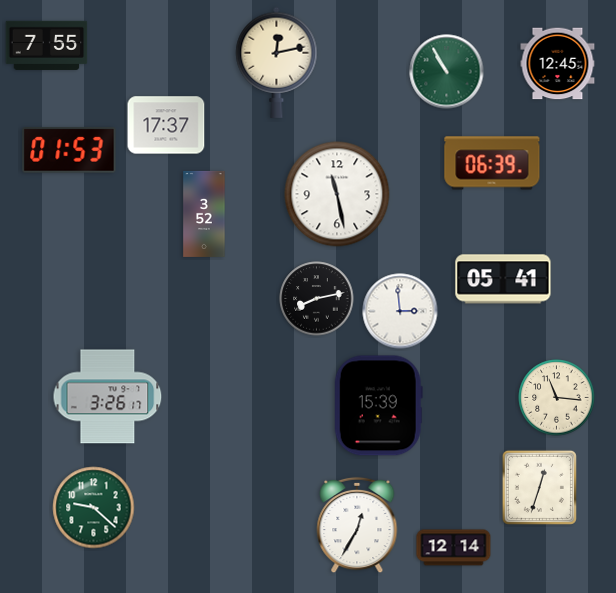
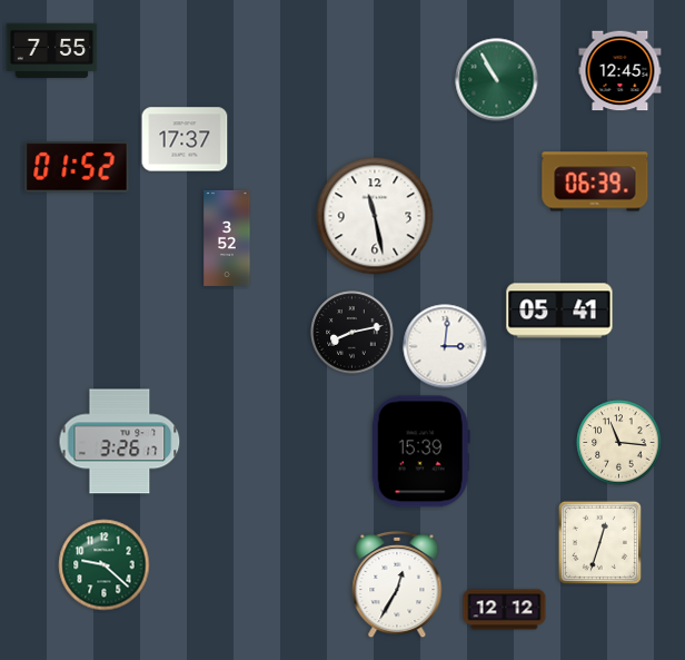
clock at (277, 62): 12:13 -> none
clock at (69, 150): 01:53 -> 01:52
clock at (492, 163) position: (492, 163) -> (595, 181)
clock at (400, 311): 2:59 -> 3:01
clock at (454, 548): 12:14 -> 12:12
